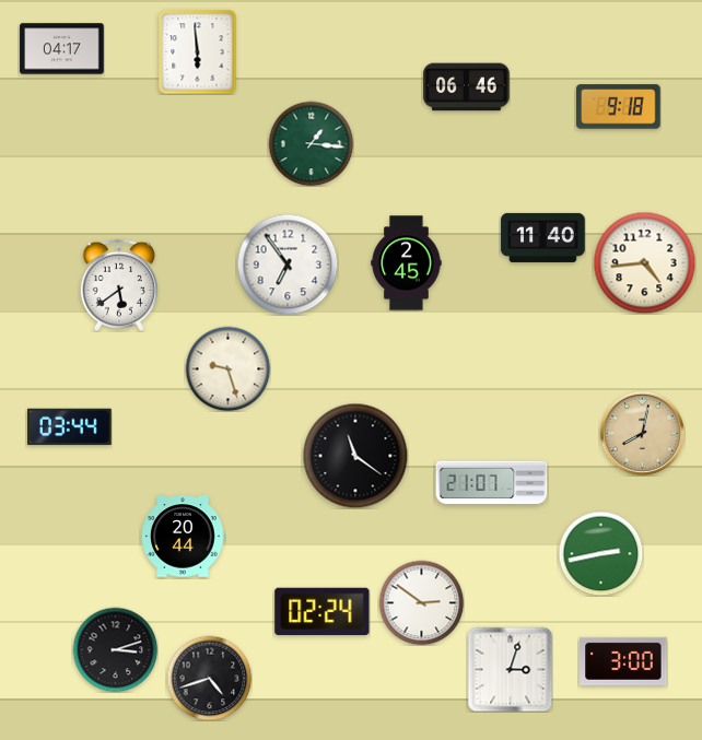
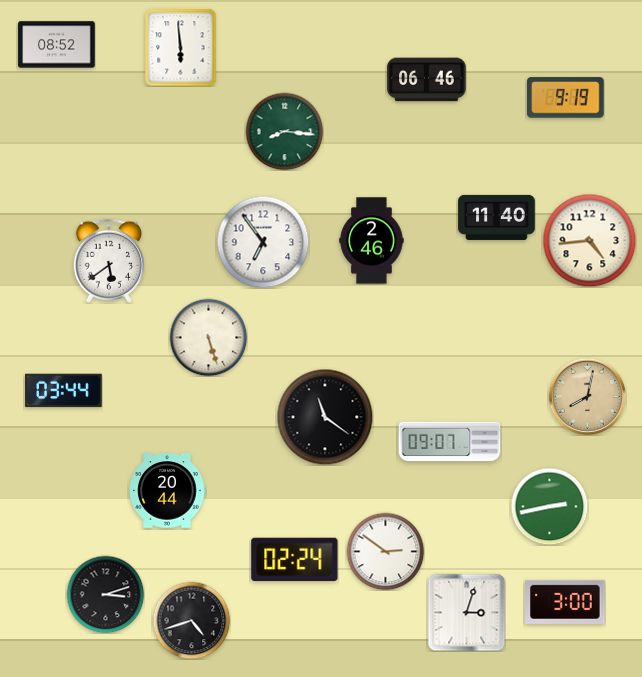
clock at (62, 49): 04:17 -> 08:52
clock at (619, 107): 9:18 -> 9:19
clock at (311, 143): 1:16 -> 8:16
clock at (407, 263): 2:45 -> 2:46
clock at (227, 368): 9:27 -> 5:27
clock at (492, 483): 21:07 -> 09:07
clock at (623, 661) position: (623, 661) -> (565, 602)
